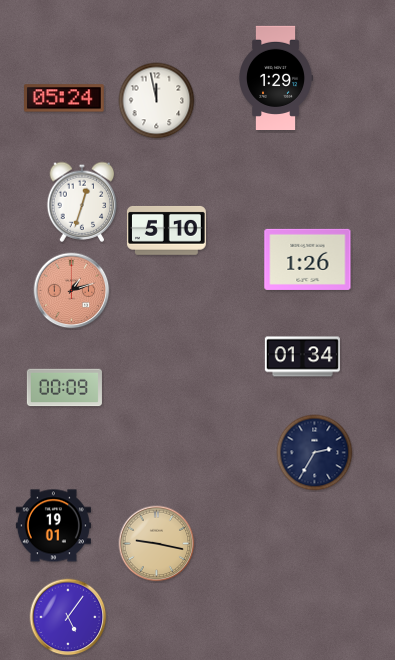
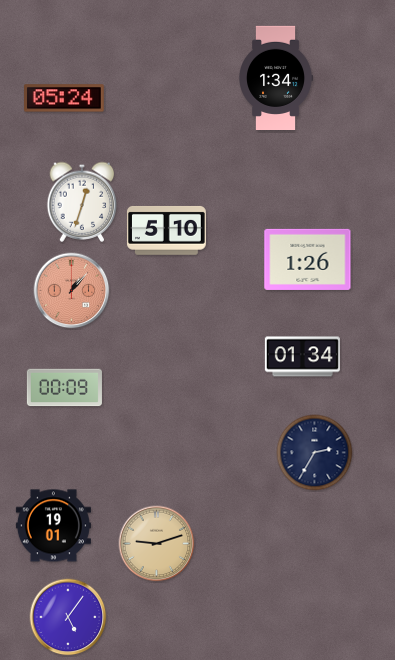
clock at (276, 78): 1:29 -> 1:34
clock at (157, 101): 11:58 -> none
clock at (72, 291): 1:12 -> 1:07
clock at (157, 544): 9:17 -> 9:12
